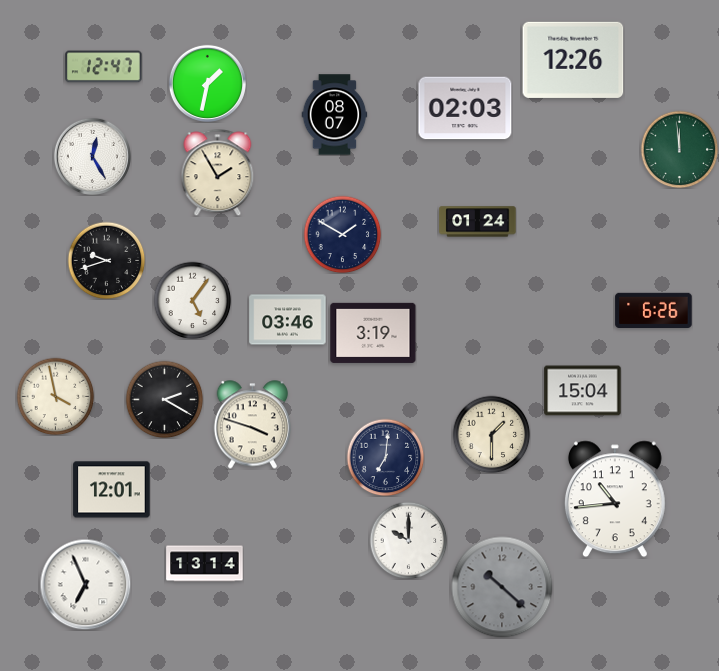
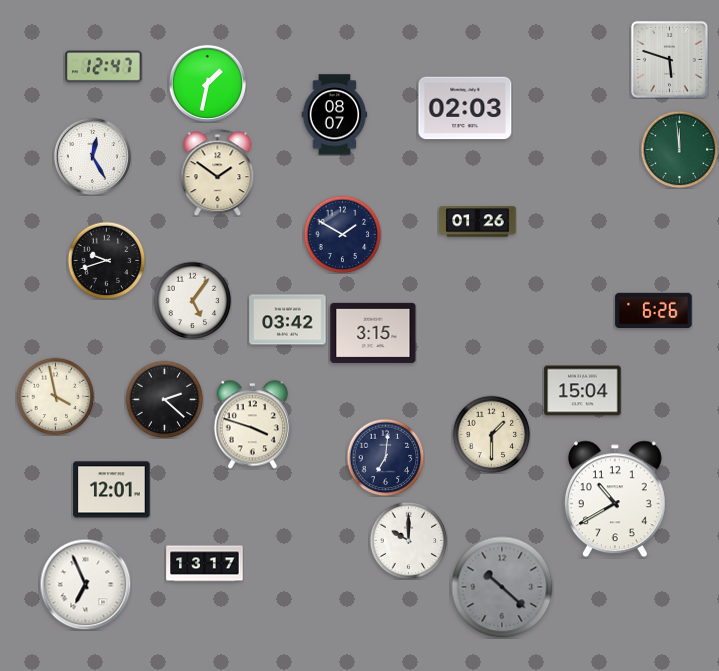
clock at (669, 59): none -> 5:48
clock at (573, 60): 12:26 -> none
clock at (218, 172): 1:55 -> 1:51
clock at (478, 222): 01:24 -> 01:26
clock at (288, 320): 03:46 -> 03:42
clock at (373, 333): 3:19 -> 3:15
clock at (164, 399): 2:20 -> 2:22
clock at (615, 499): 10:44 -> 10:40
clock at (205, 564): 13:14 -> 13:17
